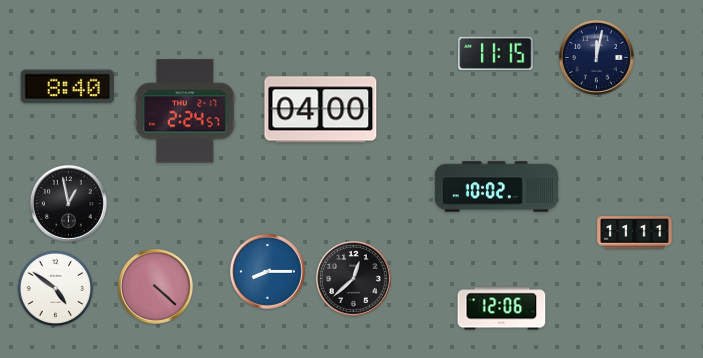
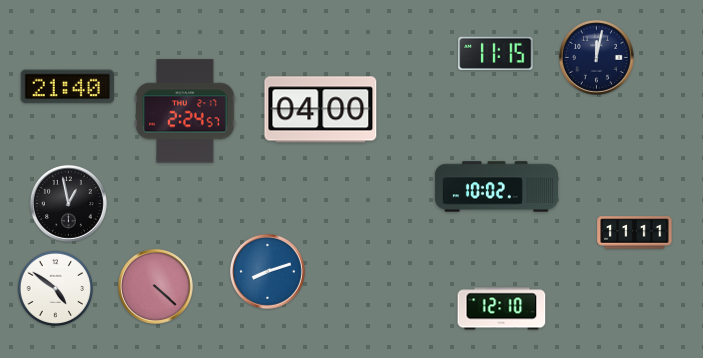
clock at (67, 87): 8:40 -> 21:40
clock at (267, 271): 8:15 -> 8:12
clock at (353, 278): 12:38 -> none
clock at (502, 309): 12:06 -> 12:10
